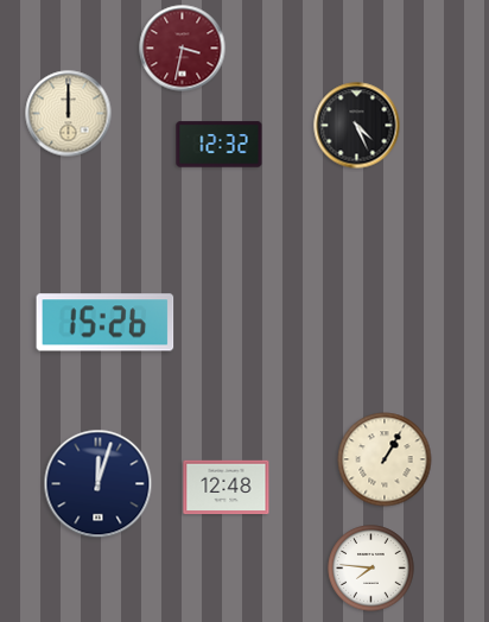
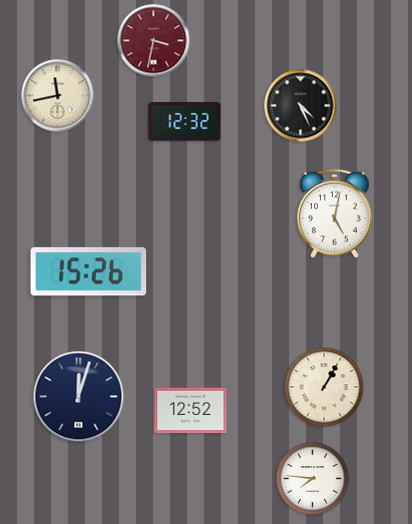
clock at (69, 114): 12:00 -> 11:43
clock at (335, 214): none -> 5:02
clock at (99, 484) position: (99, 484) -> (79, 397)
clock at (227, 488): 12:48 -> 12:52
